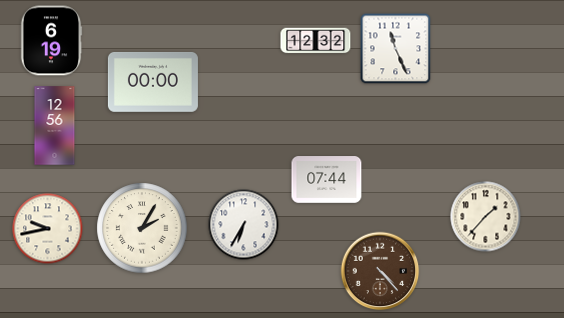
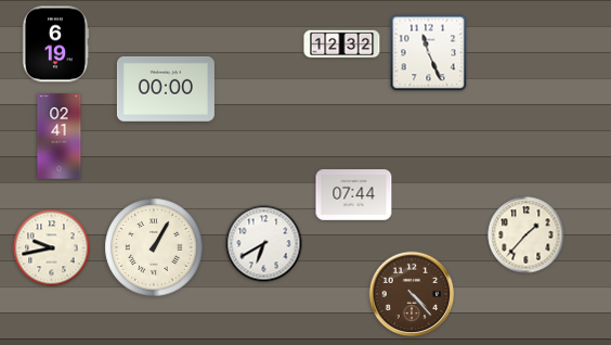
clock at (55, 126): 12:56 -> 02:41
clock at (244, 225): 6:35 -> 6:40
clock at (142, 228): 2:05 -> 1:05
